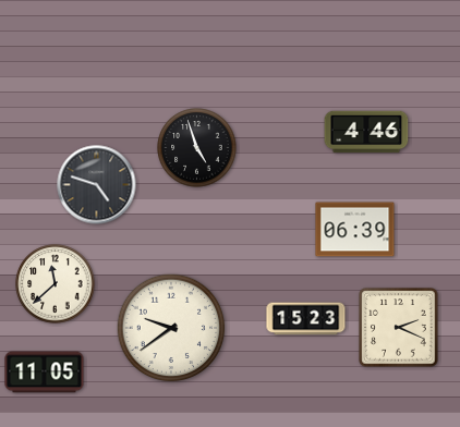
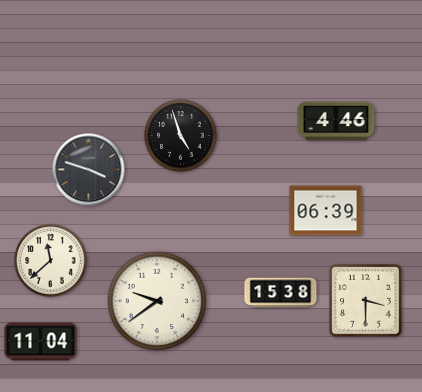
clock at (97, 185): 4:48 -> 3:48
clock at (306, 319): 15:23 -> 15:38
clock at (399, 328): 2:19 -> 3:30
clock at (45, 373): 11:05 -> 11:04
